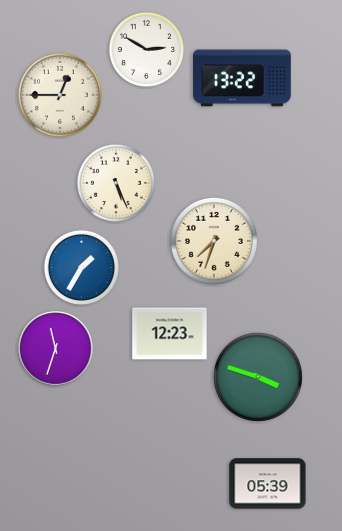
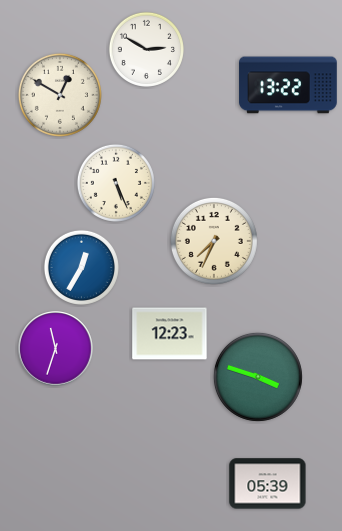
clock at (242, 78) position: (242, 78) -> (288, 85)
clock at (60, 95): 12:45 -> 12:50
clock at (214, 241): 7:33 -> 7:34
clock at (81, 267): 1:35 -> 12:35
